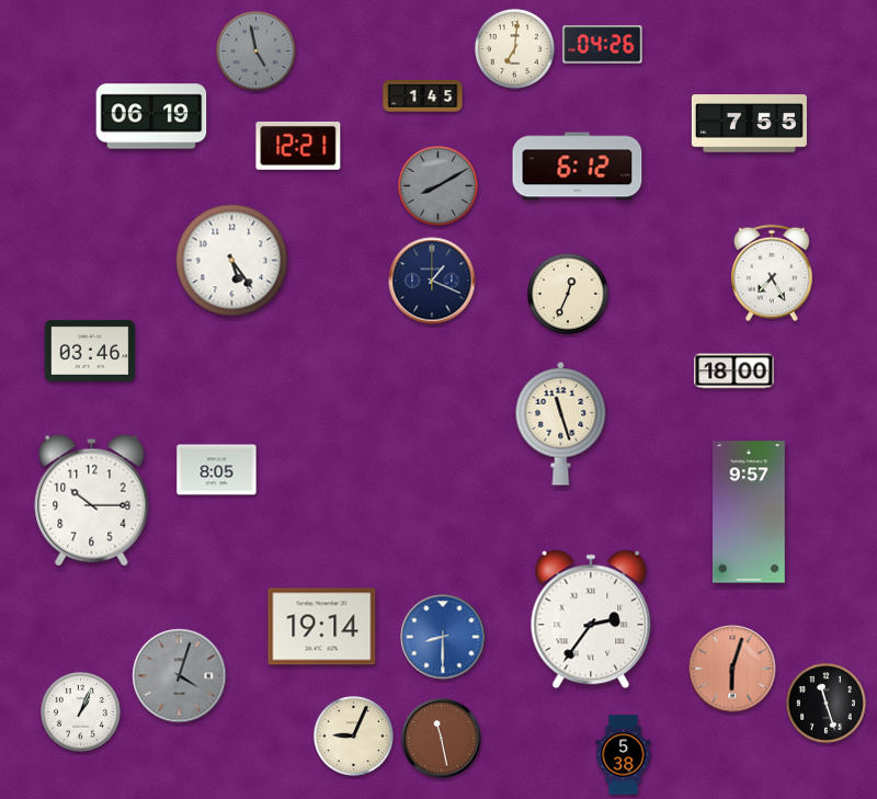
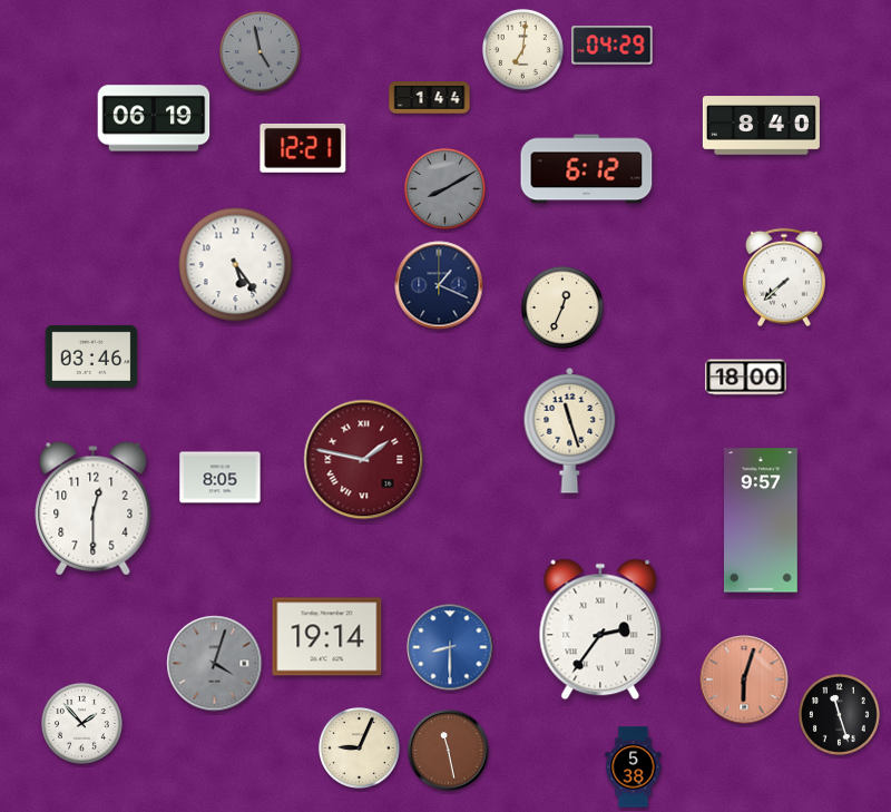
clock at (603, 45): 04:26 -> 04:29
clock at (423, 96): 1:45 -> 1:44
clock at (749, 124): 7:55 -> 8:40
clock at (772, 273): 7:25 -> 7:38
clock at (569, 295) position: (569, 295) -> (564, 309)
clock at (364, 460): none -> 1:47
clock at (92, 501): 10:15 -> 12:30
clock at (180, 676) position: (180, 676) -> (215, 664)
clock at (80, 711): 1:04 -> 1:53
